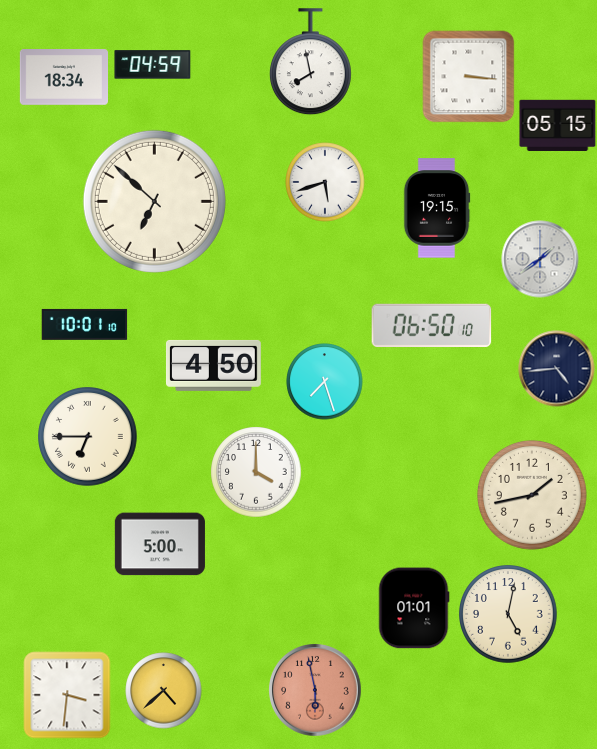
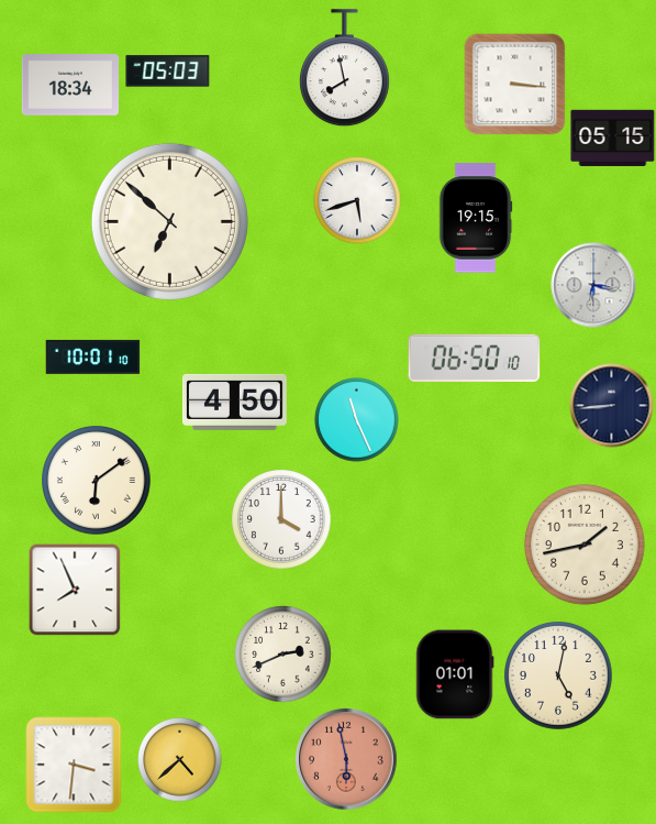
clock at (310, 62) position: (310, 62) -> (344, 68)
clock at (153, 65): 04:59 -> 05:03
clock at (437, 208) position: (437, 208) -> (476, 218)
clock at (540, 259): 1:39 -> 6:17
clock at (557, 369): 4:44 -> 8:44
clock at (325, 382): 7:27 -> 11:26
clock at (88, 437): 6:45 -> 6:09
clock at (75, 590): none -> 7:56
clock at (160, 544): 5:00 -> none
clock at (283, 655): none -> 2:41
clock at (414, 608) position: (414, 608) -> (455, 674)
